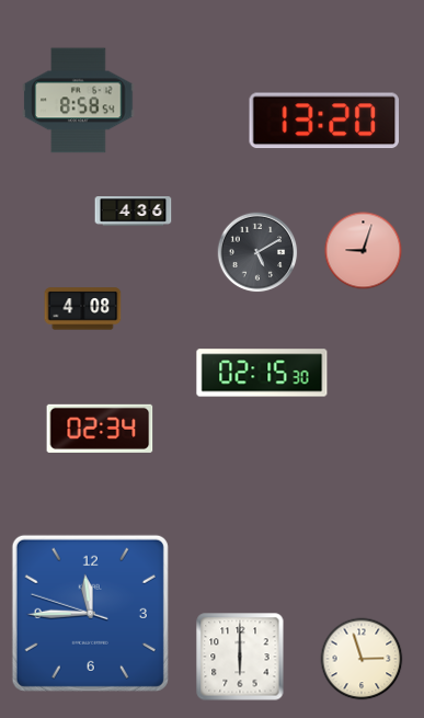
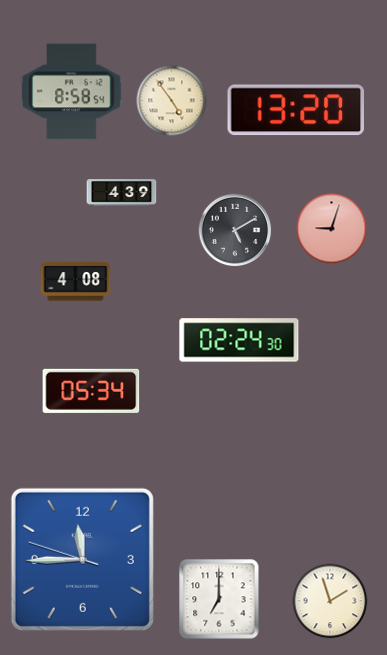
clock at (172, 101): none -> 4:54
clock at (134, 212): 4:36 -> 4:39
clock at (262, 373): 02:15 -> 02:24
clock at (100, 429): 02:34 -> 05:34
clock at (240, 657): 6:00 -> 7:00
clock at (362, 659): 2:57 -> 1:57
